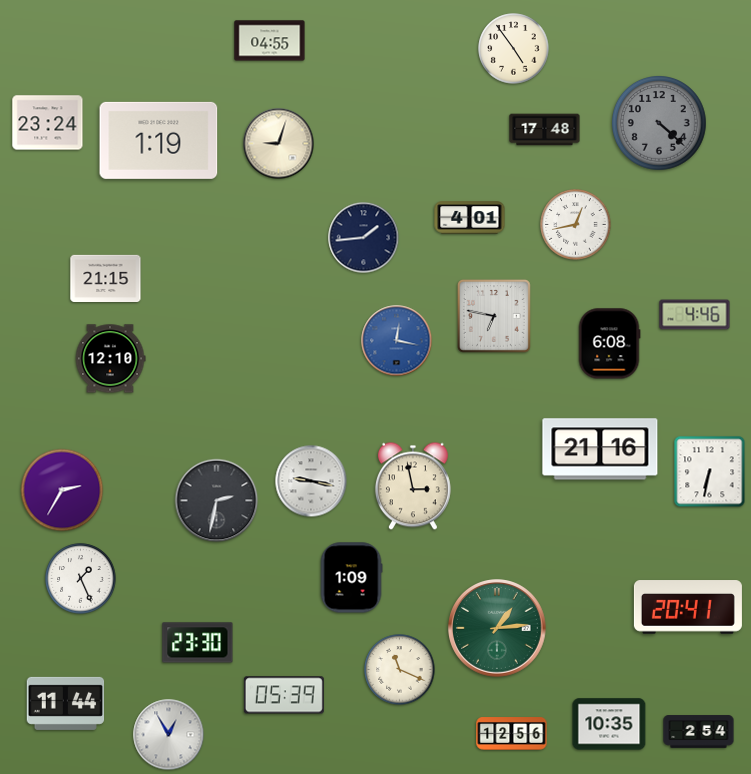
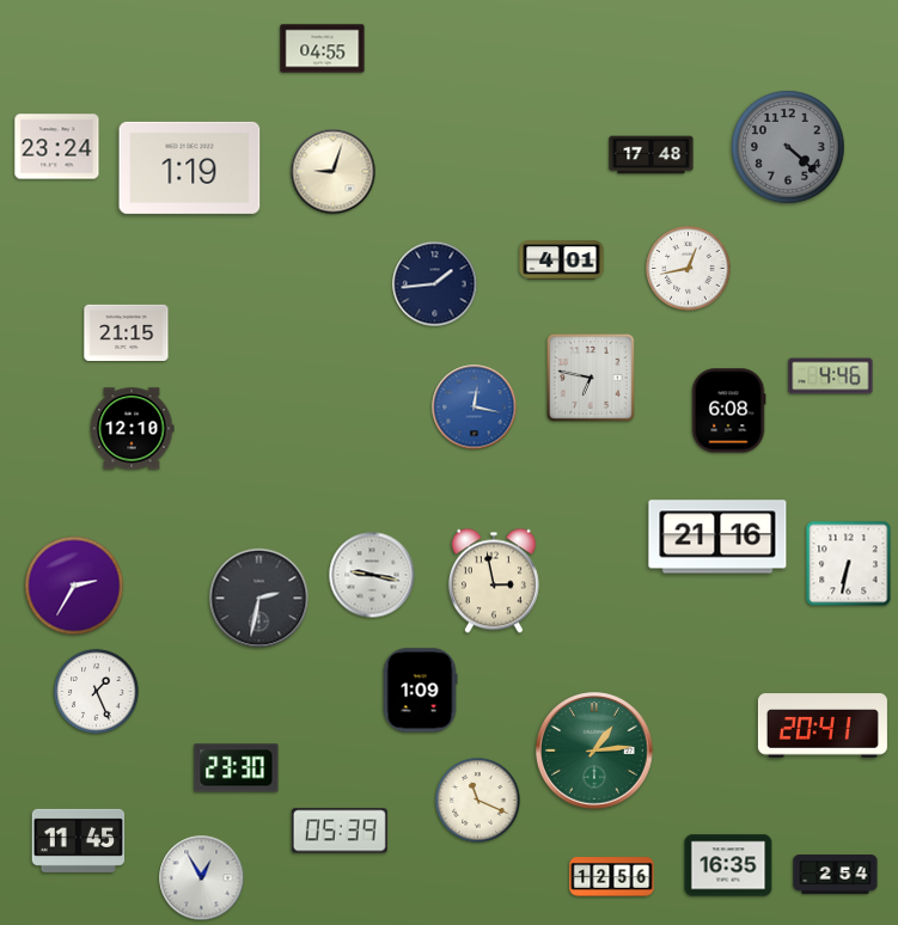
clock at (514, 49): 4:54 -> none
clock at (66, 703): 11:44 -> 11:45
clock at (609, 724): 10:35 -> 16:35
